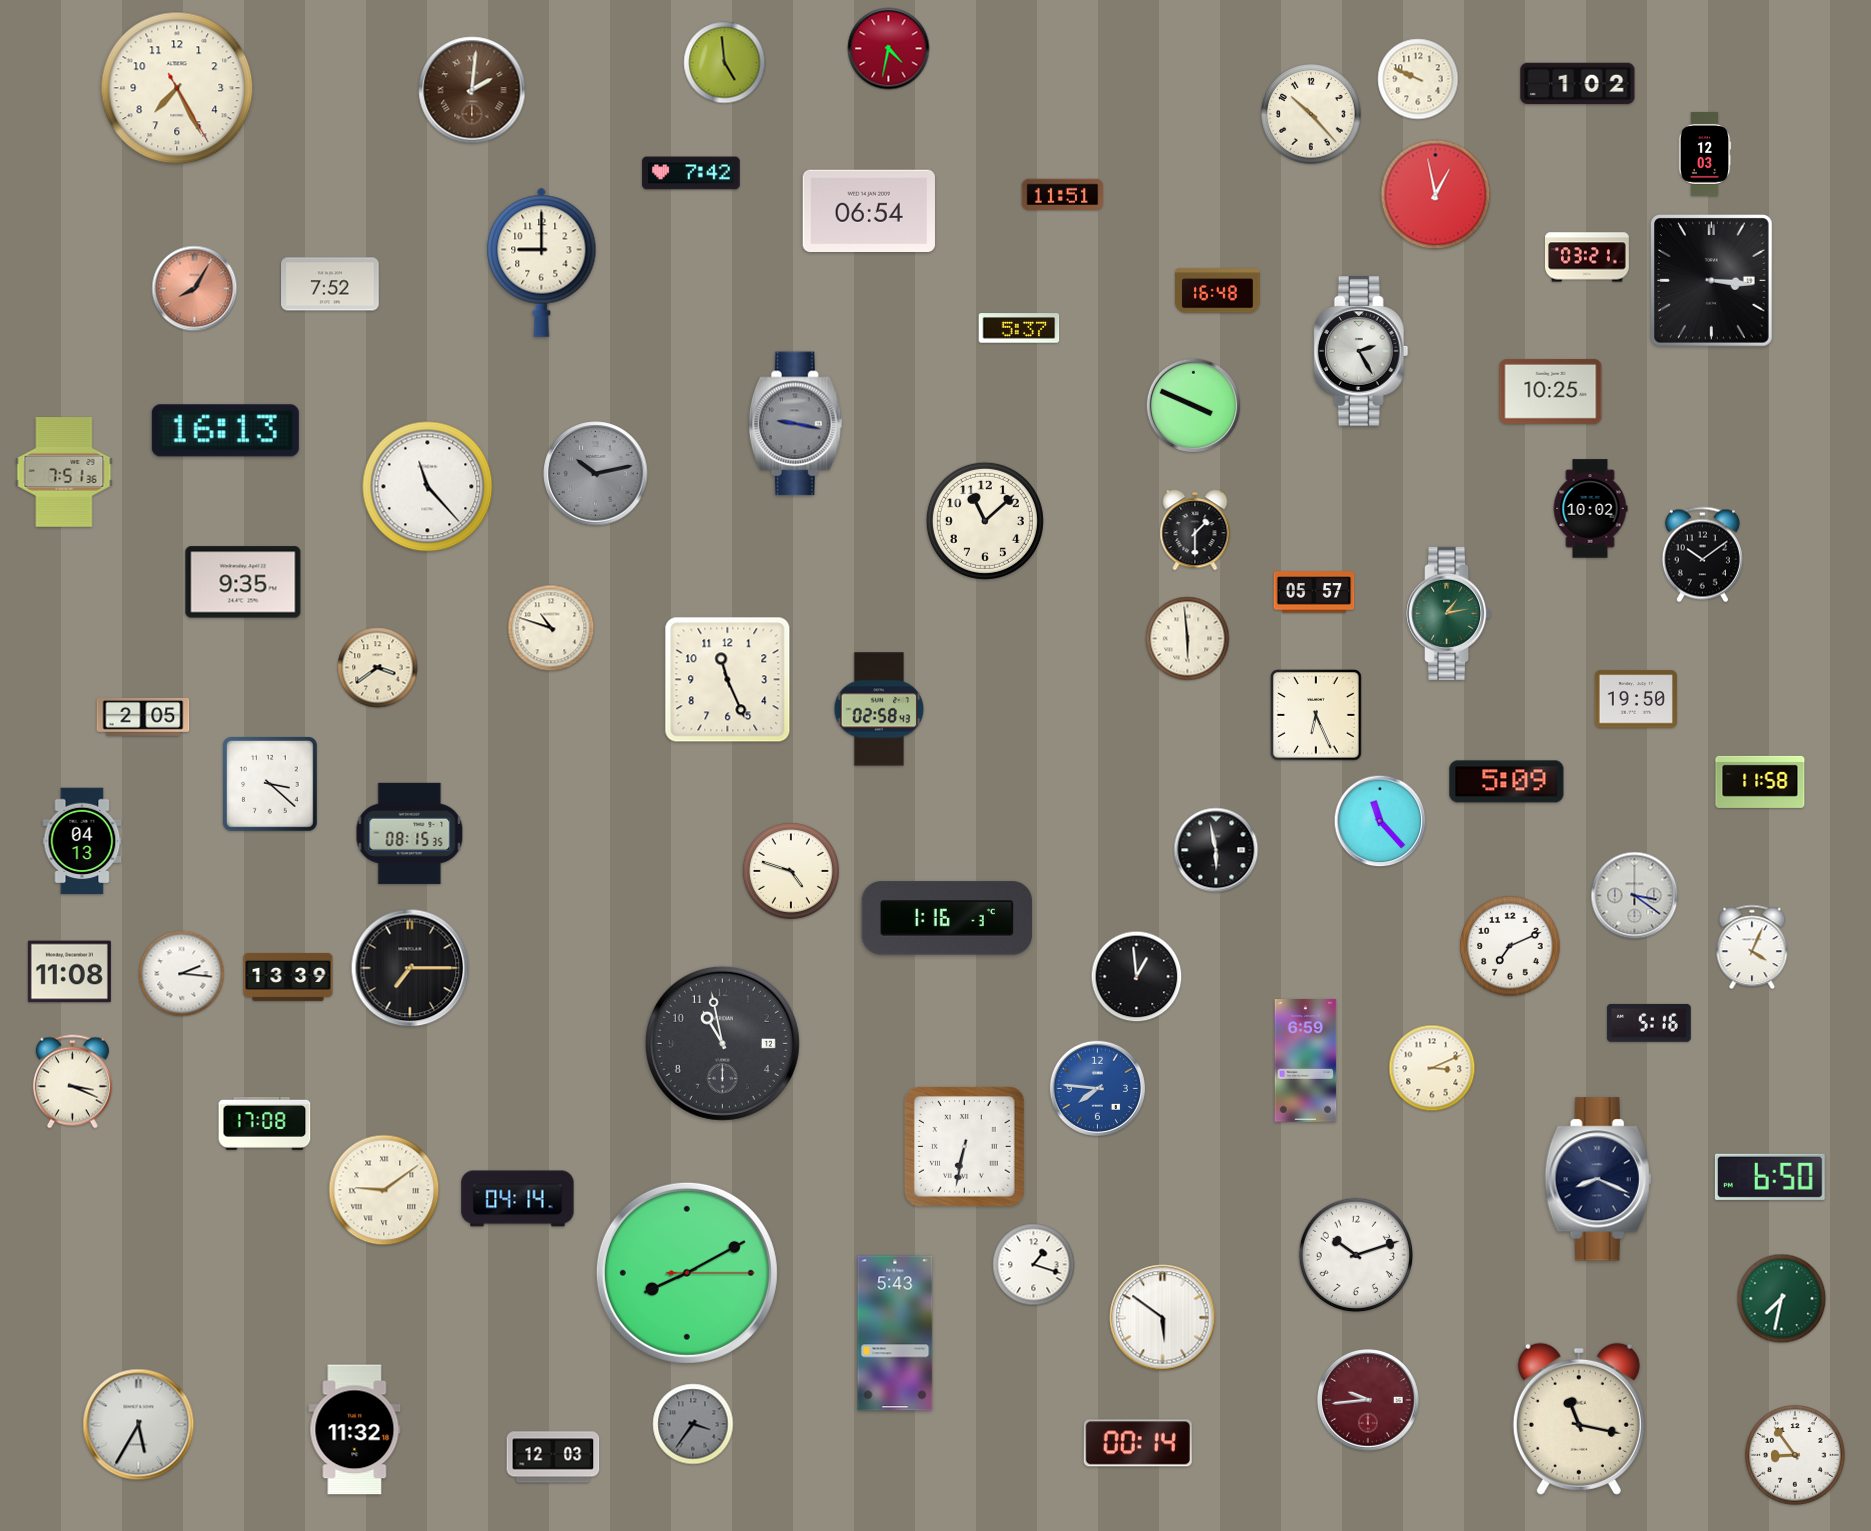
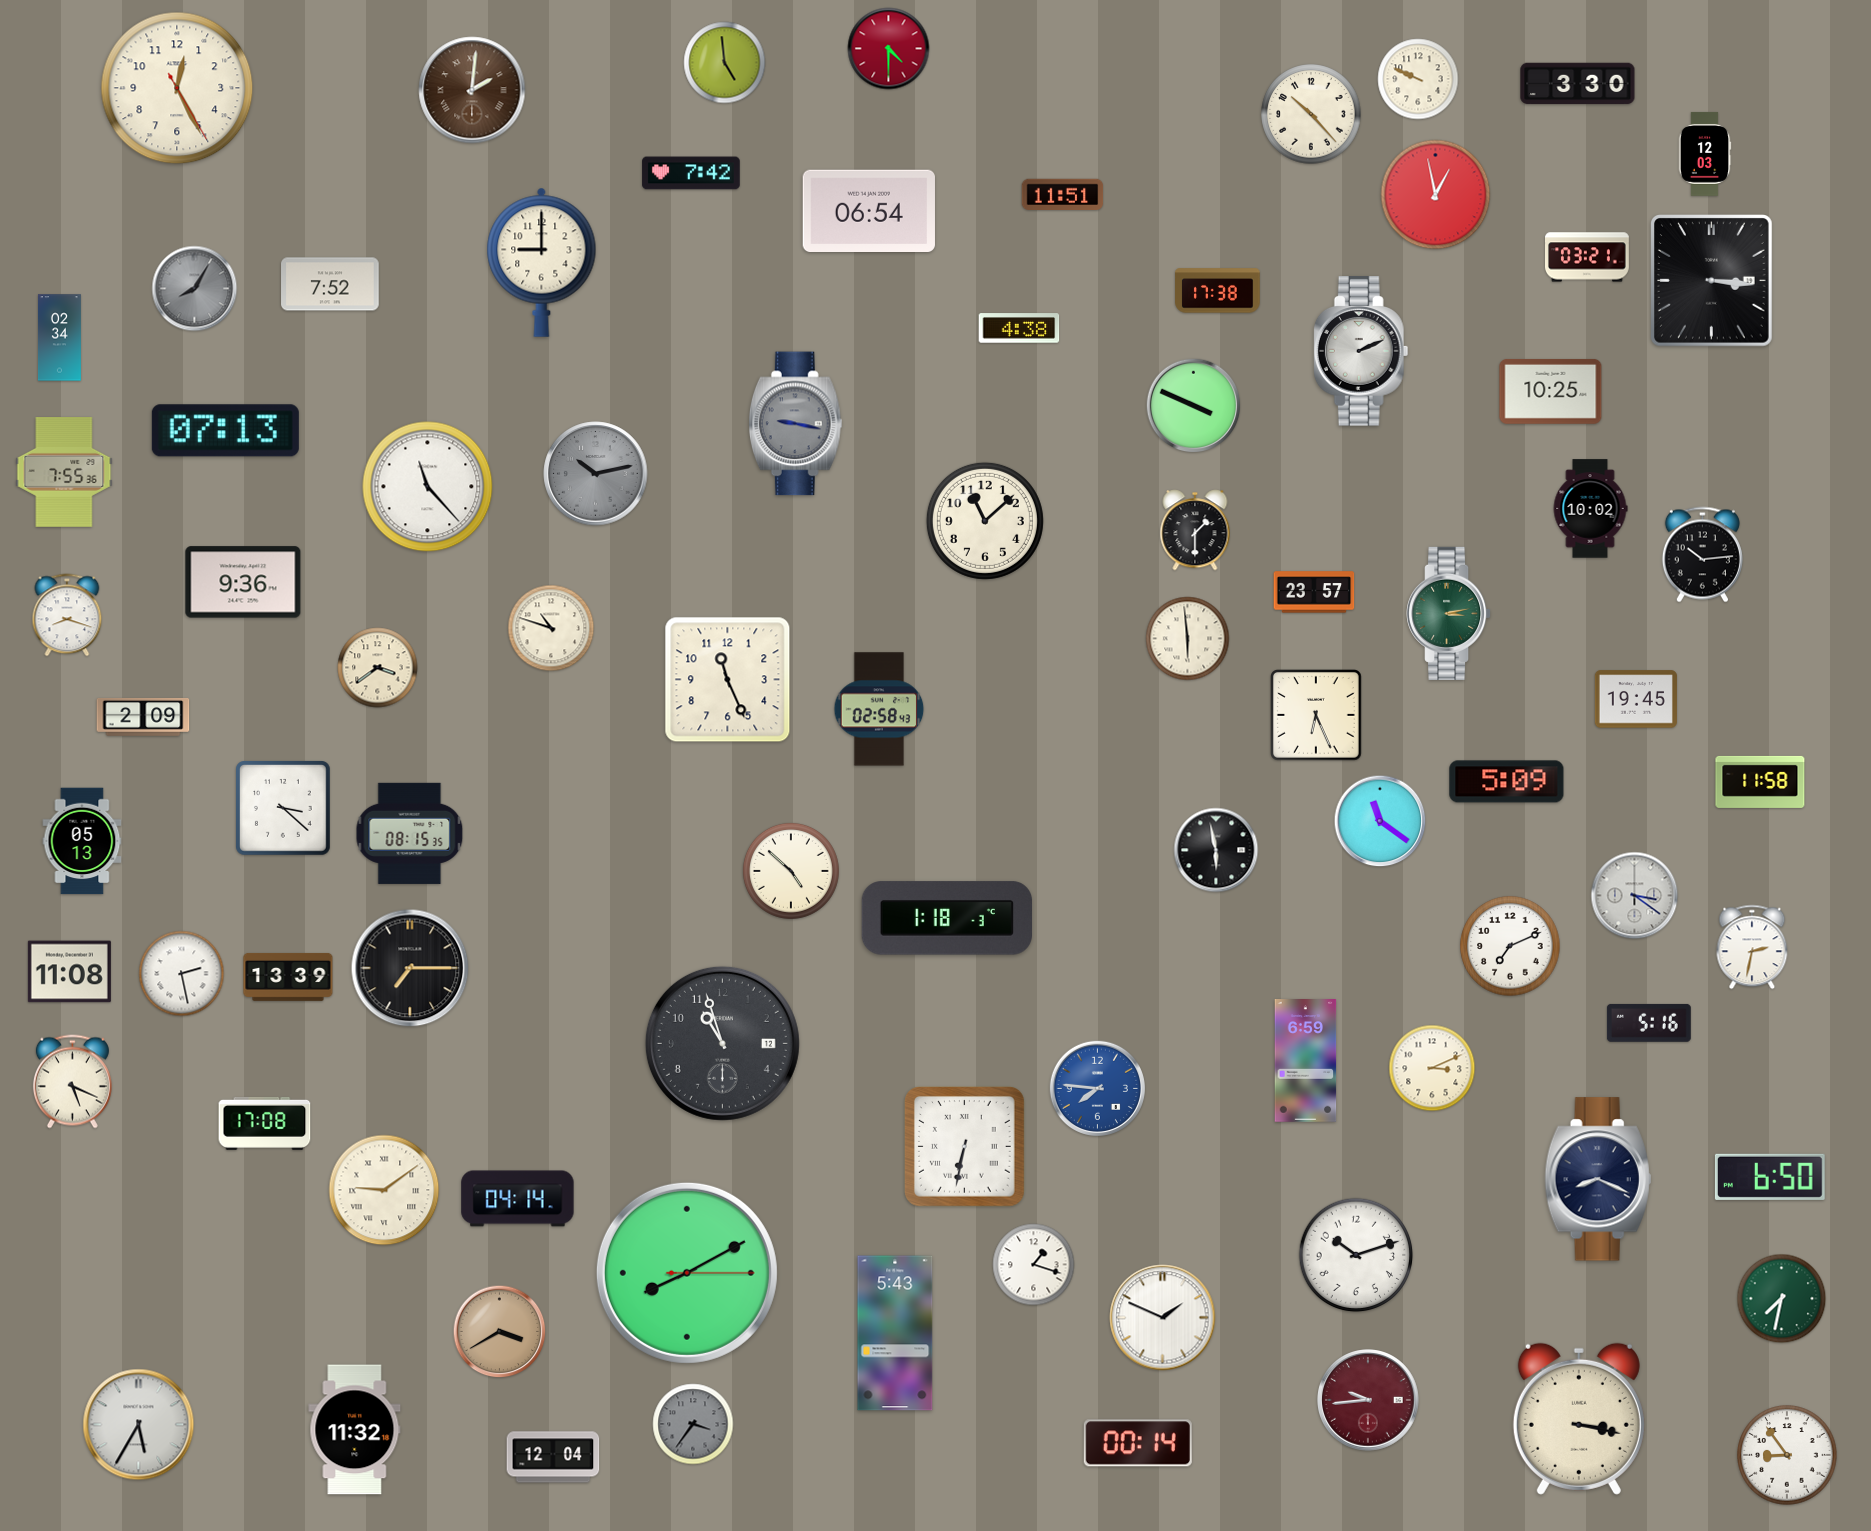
clock at (889, 49): 4:32 -> 4:30
clock at (1578, 84): 1:02 -> 3:30
clock at (177, 88): 7:25 -> 12:25
clock at (195, 289) dial: salmon -> grey
clock at (1218, 291): 16:48 -> 17:38
clock at (1019, 328): 5:37 -> 4:38
clock at (59, 338): none -> 02:34
clock at (1361, 351): 2:25 -> 2:11
clock at (225, 431): 16:13 -> 07:13
clock at (64, 473): 7:51 -> 7:55
clock at (1702, 555): 10:09 -> 10:14
clock at (243, 582): 9:35 -> 9:36
clock at (1314, 592): 05:57 -> 23:57
clock at (1450, 613): 1:13 -> 3:13
clock at (67, 615): none -> 8:18
clock at (1636, 699): 19:50 -> 19:45
clock at (143, 717): 2:05 -> 2:09
clock at (271, 785) position: (271, 785) -> (284, 809)
clock at (1380, 821): 11:23 -> 11:21
clock at (82, 841): 04:13 -> 05:13
clock at (791, 871): 4:48 -> 4:52
clock at (946, 918): 1:16 -> 1:18
clock at (1752, 947): 4:04 -> 2:32
clock at (182, 974): 2:16 -> 2:28
clock at (1137, 977): 12:59 -> none
clock at (722, 1043): 10:58 -> 10:57
clock at (72, 1082): 3:19 -> 5:19
clock at (1163, 1318): 5:51 -> 1:49
clock at (500, 1332): none -> 3:40
clock at (1579, 1419): 11:17 -> 3:17
clock at (1795, 1455) position: (1795, 1455) -> (1787, 1455)
clock at (553, 1457): 12:03 -> 12:04
